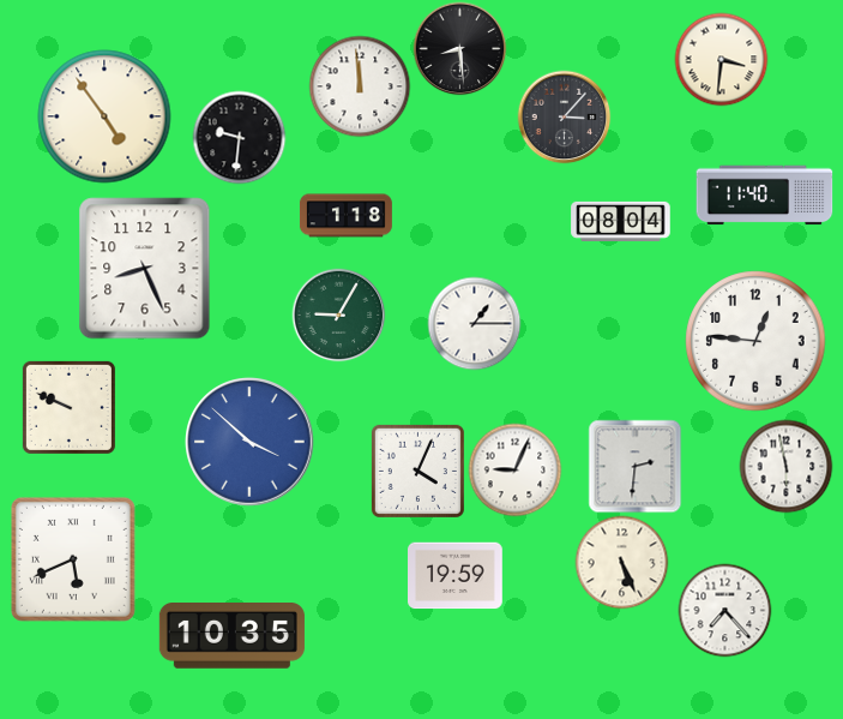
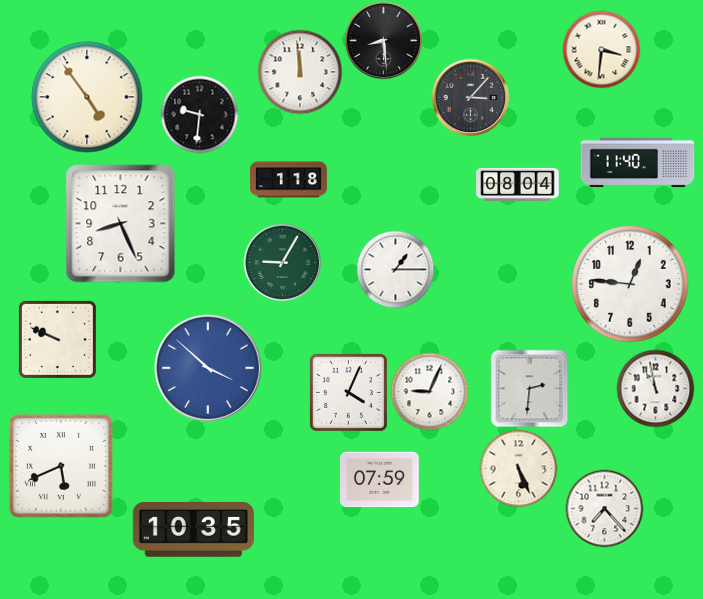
clock at (785, 466): 5:58 -> 10:58
clock at (456, 576): 19:59 -> 07:59
